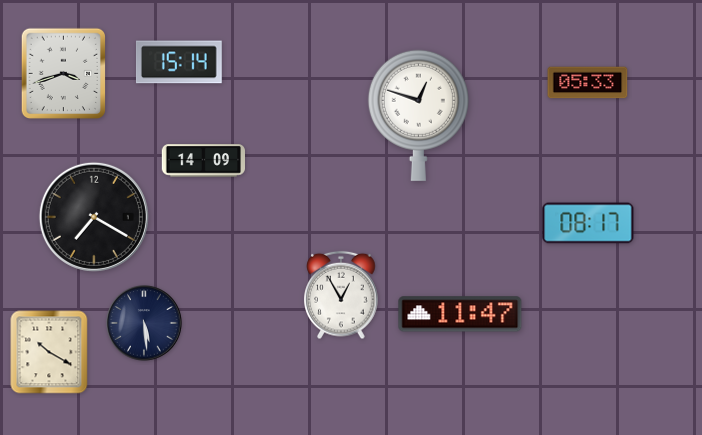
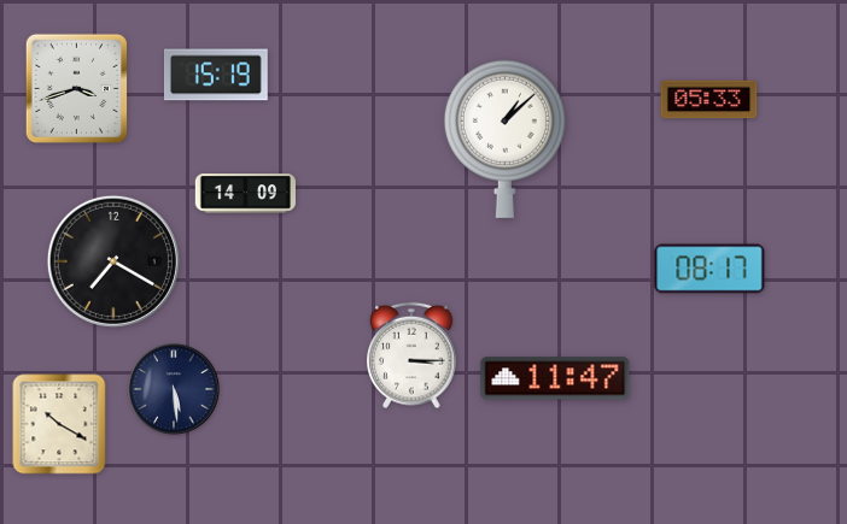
clock at (179, 62): 15:14 -> 15:19
clock at (418, 115): 12:48 -> 1:08
clock at (341, 295): 12:55 -> 3:15
